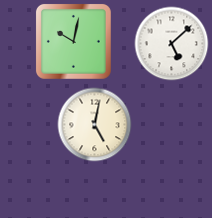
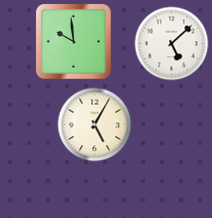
clock at (73, 41): 10:02 -> 9:59
clock at (95, 125): 5:02 -> 5:05
